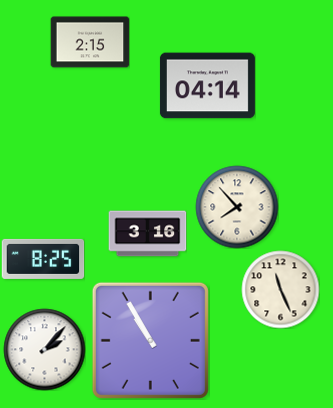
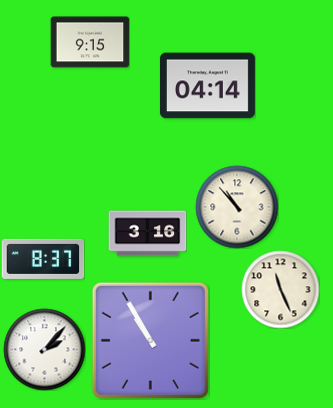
clock at (90, 42): 2:15 -> 9:15
clock at (237, 207): 7:53 -> 10:53
clock at (43, 259): 8:25 -> 8:37
